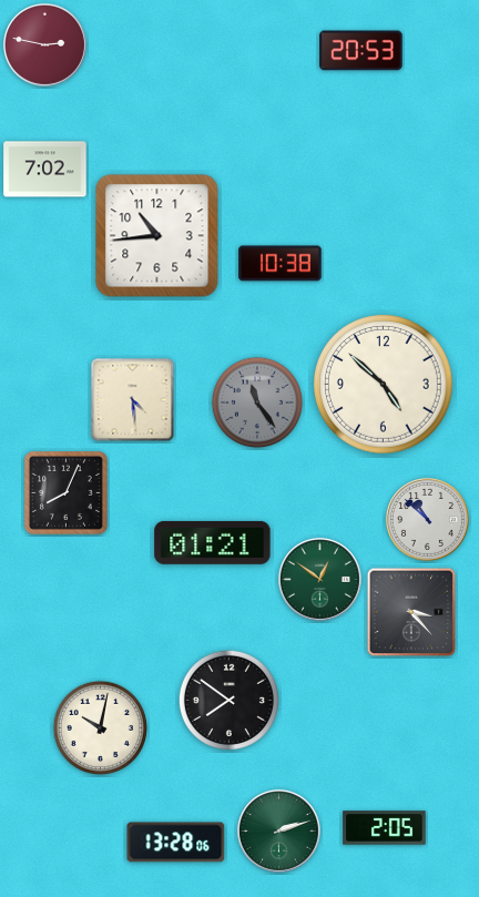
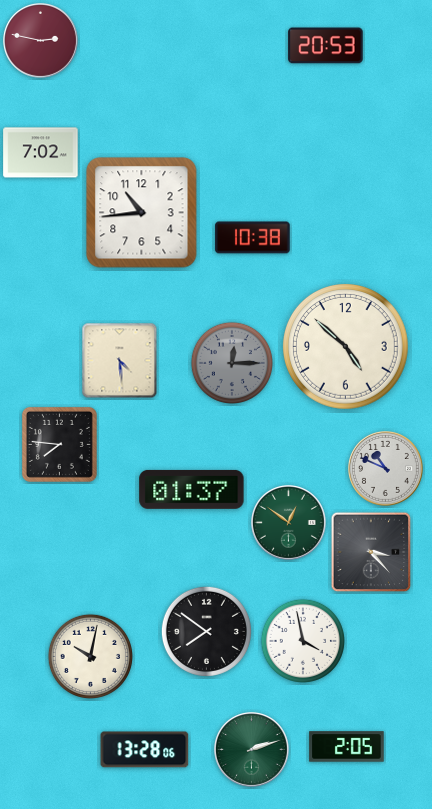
clock at (256, 401): 11:24 -> 12:15
clock at (65, 492): 8:04 -> 7:46
clock at (427, 519): 10:52 -> 10:49
clock at (213, 542): 01:21 -> 01:37
clock at (302, 640): none -> 3:58
clock at (176, 843) position: (176, 843) -> (145, 750)
